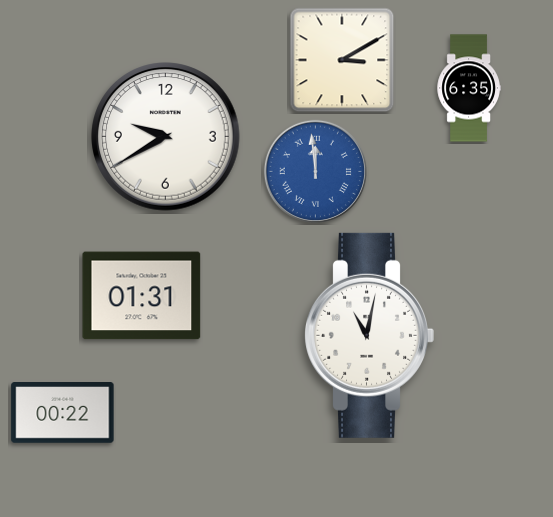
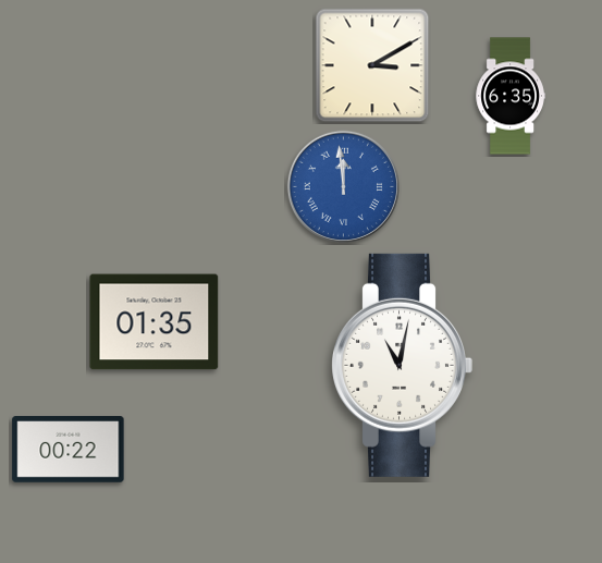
clock at (166, 137): 9:40 -> none
clock at (142, 296): 01:31 -> 01:35
